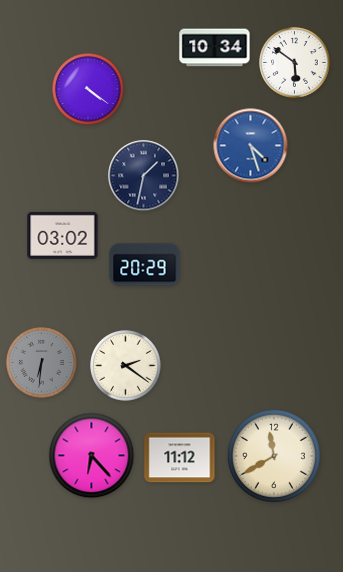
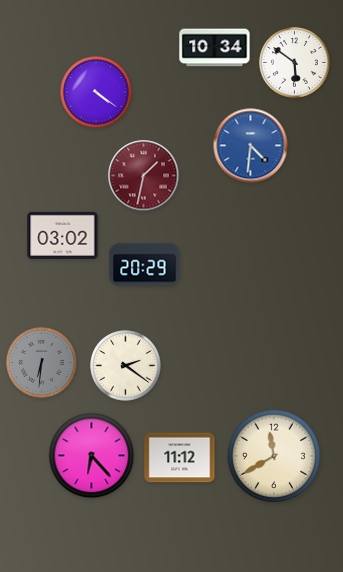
clock at (88, 89) position: (88, 89) -> (96, 92)
clock at (251, 146): 4:27 -> 4:31
clock at (144, 176) dial: navy -> burgundy
